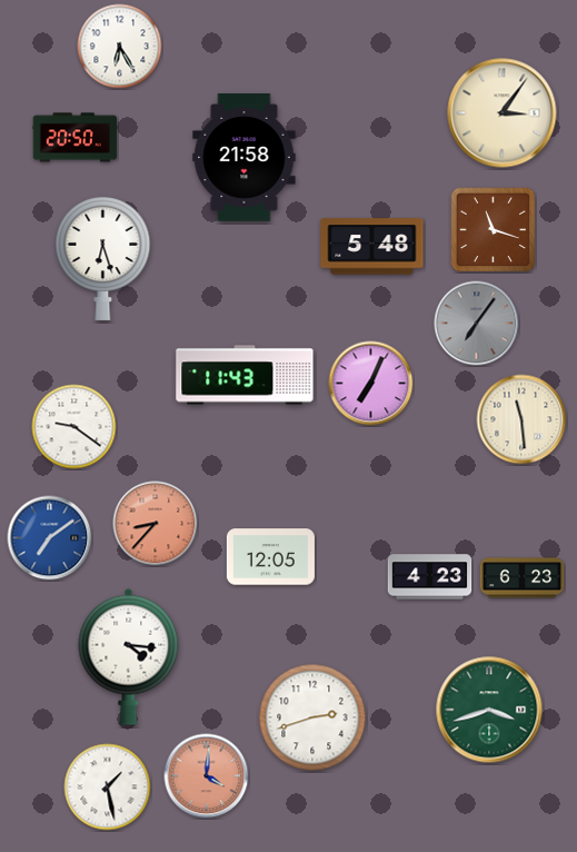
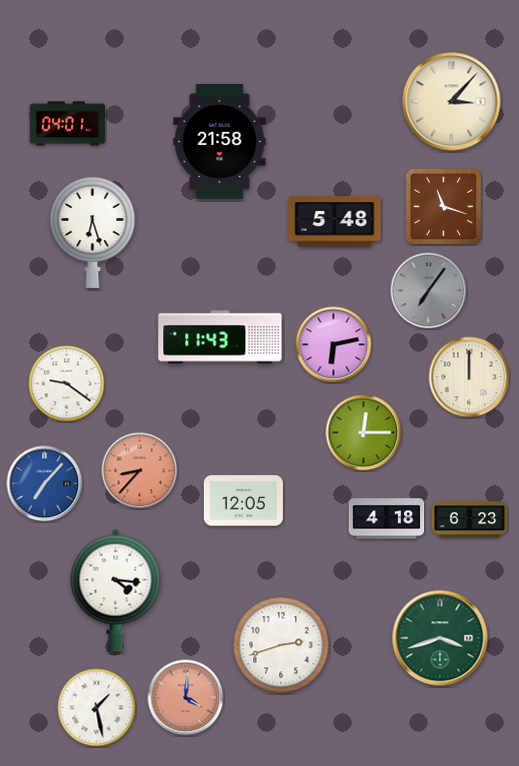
clock at (120, 47): 6:25 -> none
clock at (503, 113): 3:06 -> 3:07
clock at (76, 138): 20:50 -> 04:01
clock at (371, 384): 7:04 -> 6:13
clock at (521, 419): 11:29 -> 12:00
clock at (364, 433): none -> 12:15
clock at (50, 538): 7:09 -> 7:07
clock at (430, 577): 4:23 -> 4:18
